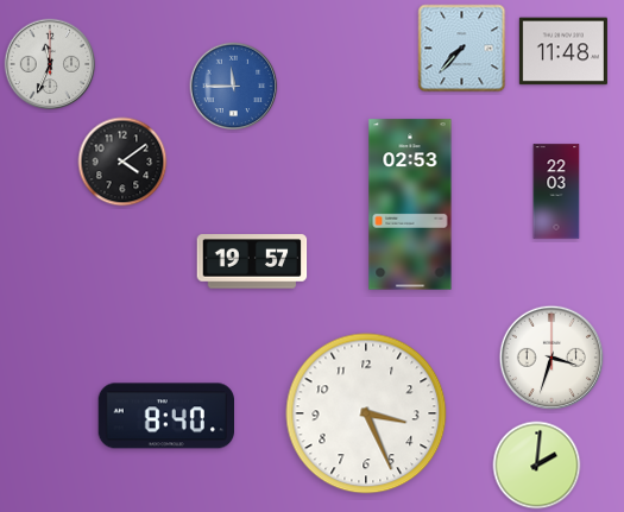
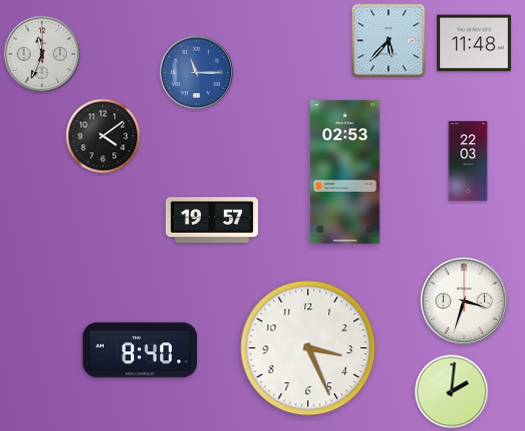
clock at (462, 49): 7:37 -> 5:37
clock at (234, 87): 11:45 -> 11:15
